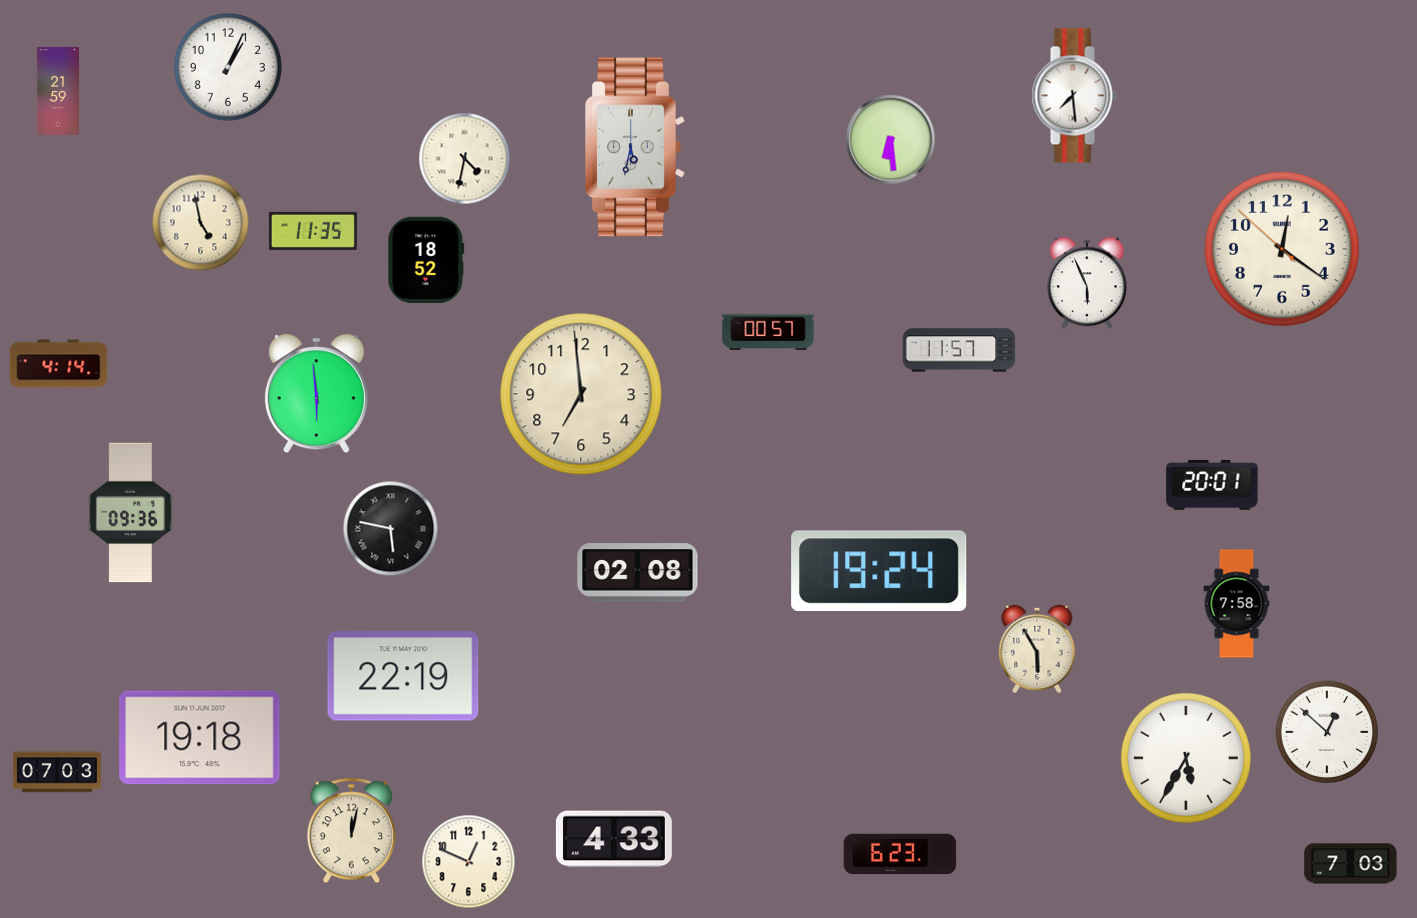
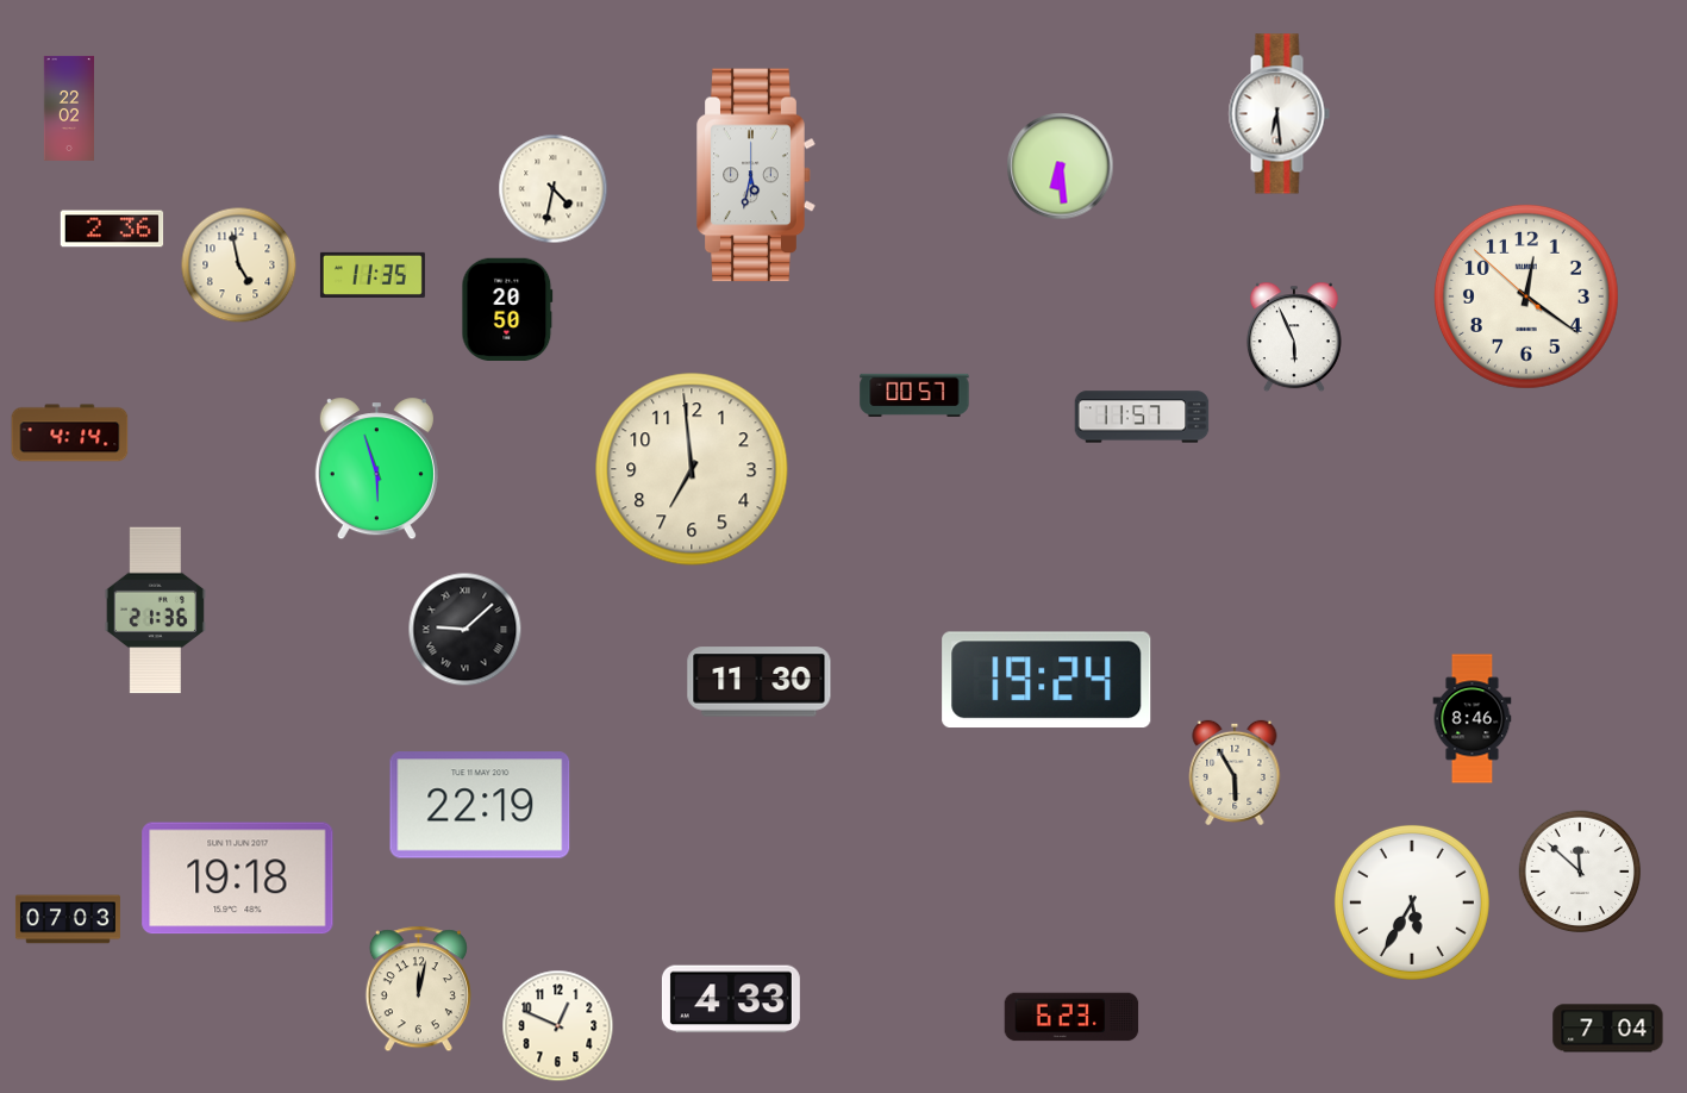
clock at (228, 67): 1:04 -> none
clock at (58, 91): 21:59 -> 22:02
clock at (1074, 96): 7:29 -> 6:29
clock at (112, 229): none -> 2:36
clock at (426, 260): 18:52 -> 20:50
clock at (316, 394): 5:59 -> 5:57
clock at (1212, 485): 20:01 -> none
clock at (130, 513): 09:36 -> 21:36
clock at (391, 529): 5:47 -> 9:08
clock at (638, 573): 02:08 -> 11:30
clock at (1237, 604): 7:58 -> 8:46
clock at (1327, 732): 12:52 -> 11:52
clock at (1351, 864): 7:03 -> 7:04
